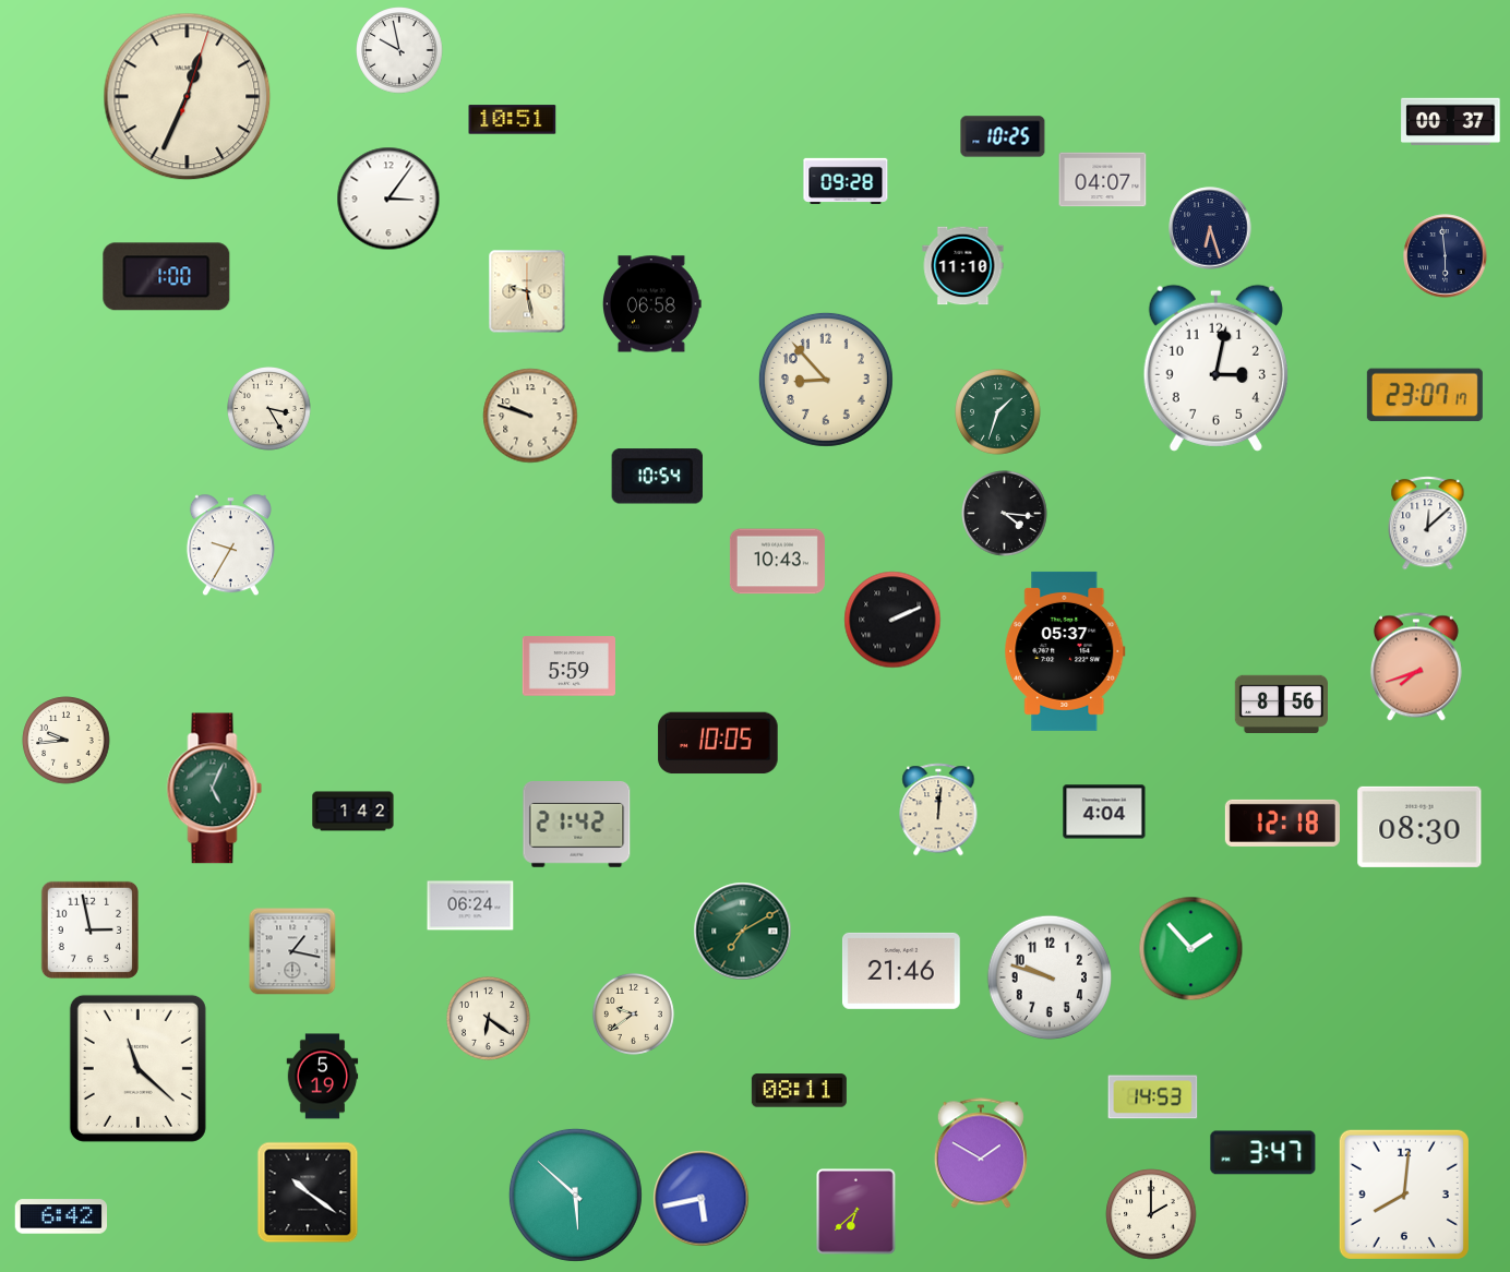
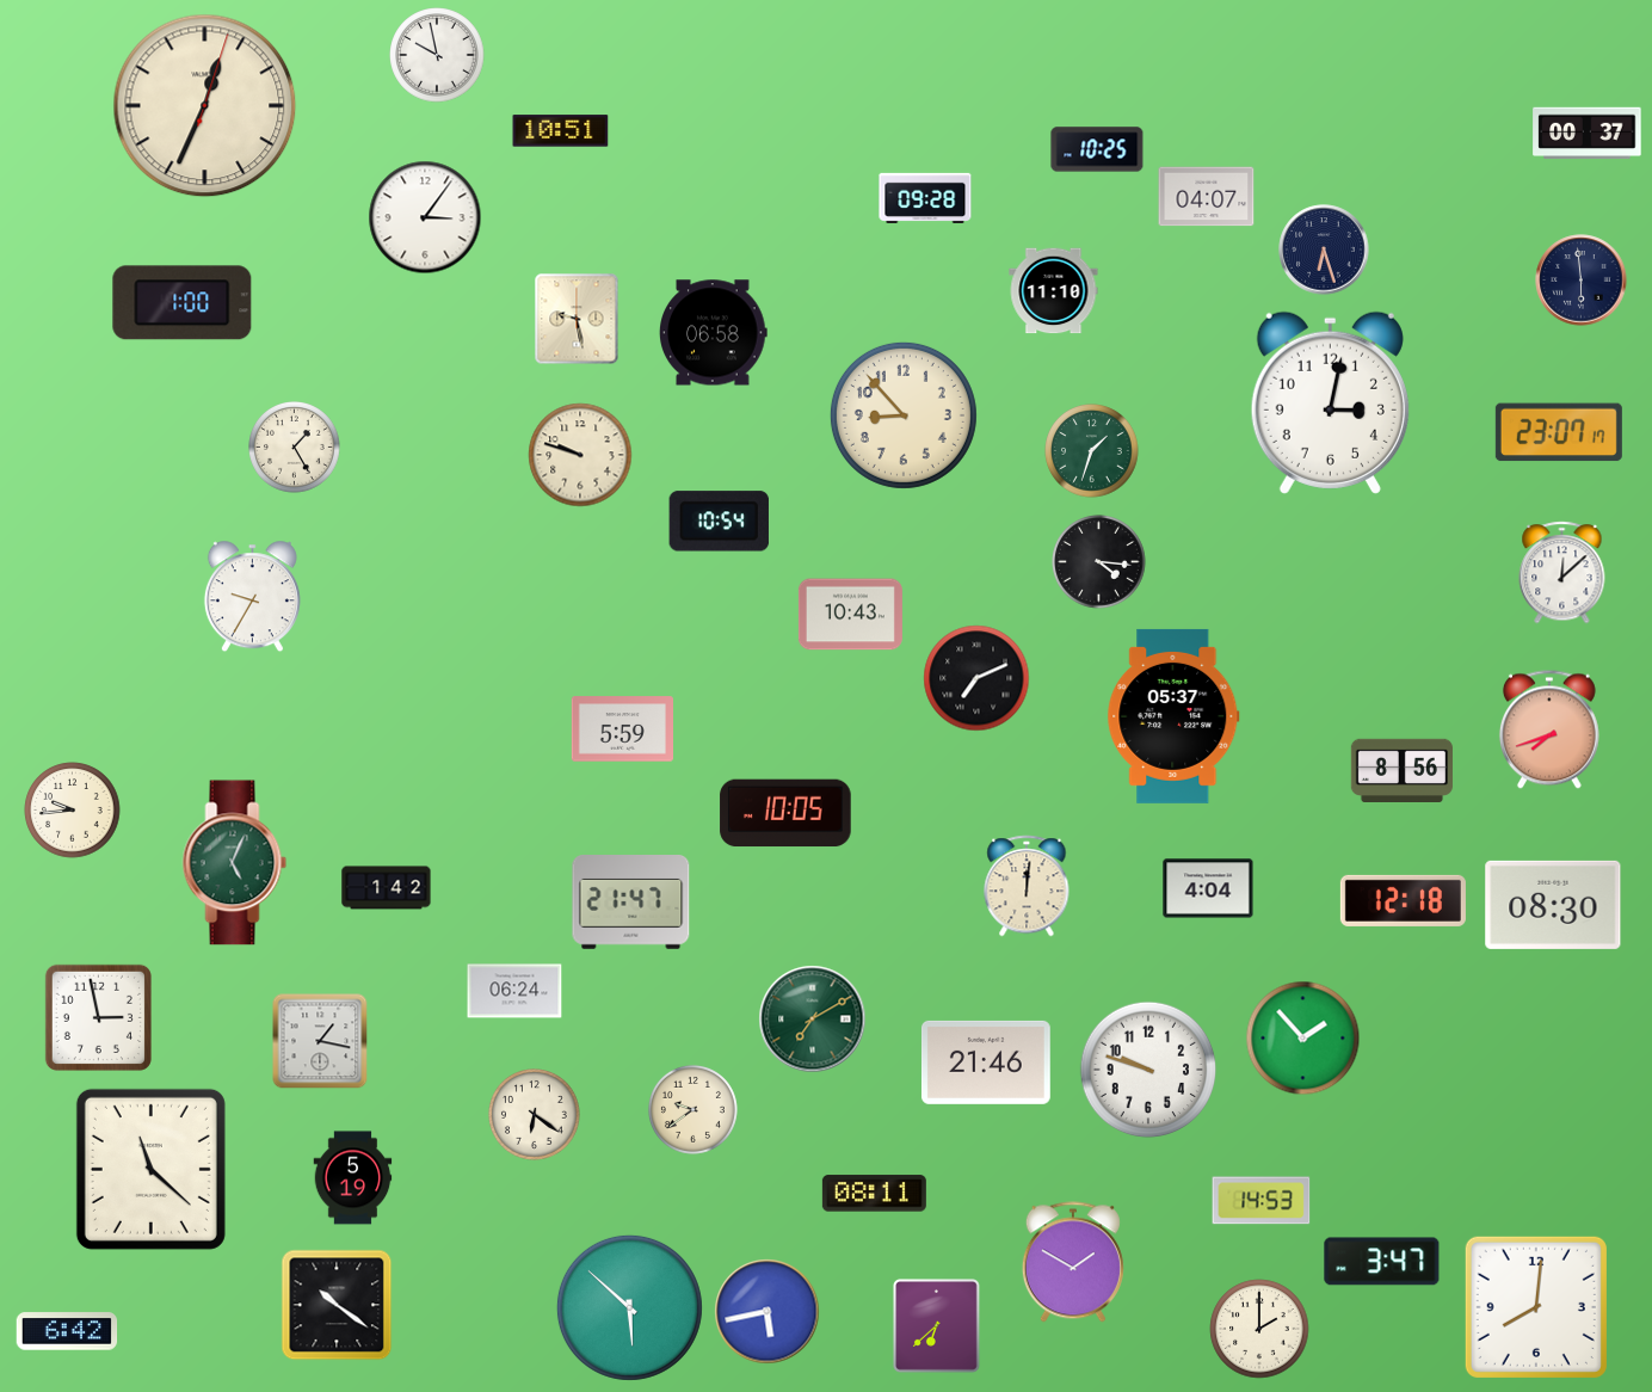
clock at (269, 409): 3:25 -> 1:25
clock at (892, 620): 2:11 -> 7:11
clock at (1065, 651) position: (1065, 651) -> (1173, 716)
clock at (577, 825): 21:42 -> 21:47
